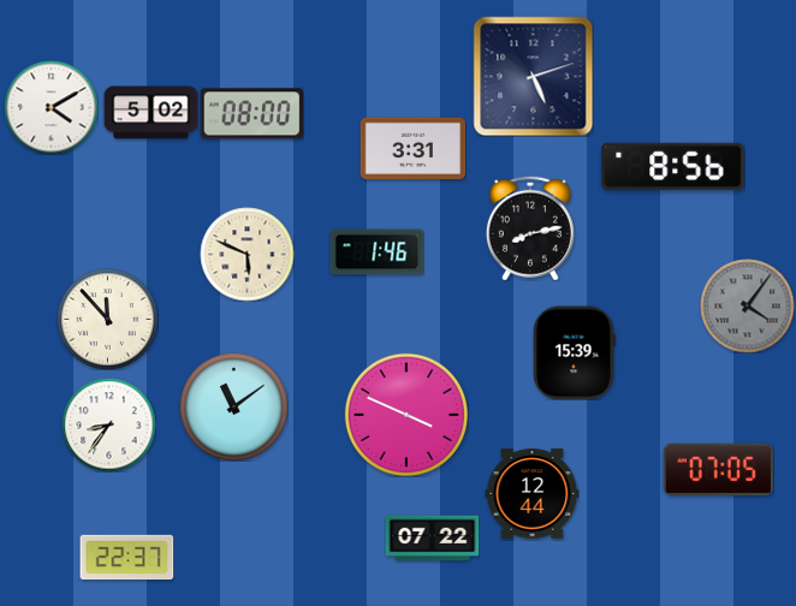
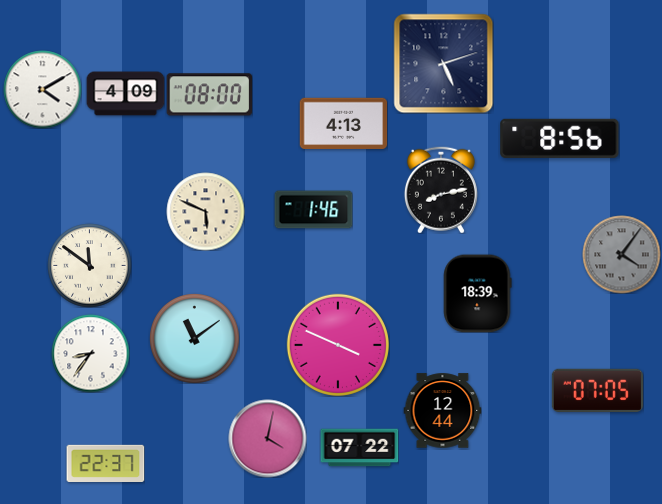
clock at (150, 113): 5:02 -> 4:09
clock at (412, 149): 3:31 -> 4:13
clock at (107, 319): 11:53 -> 11:51
clock at (575, 352): 15:39 -> 18:39
clock at (267, 438): none -> 4:02
